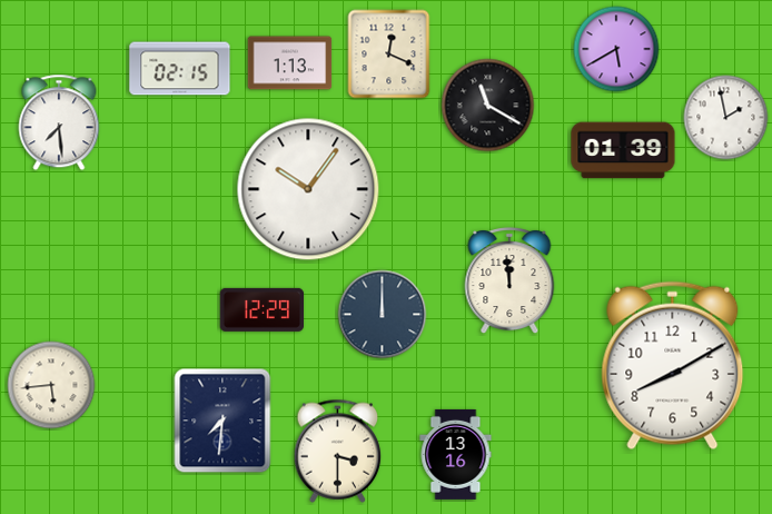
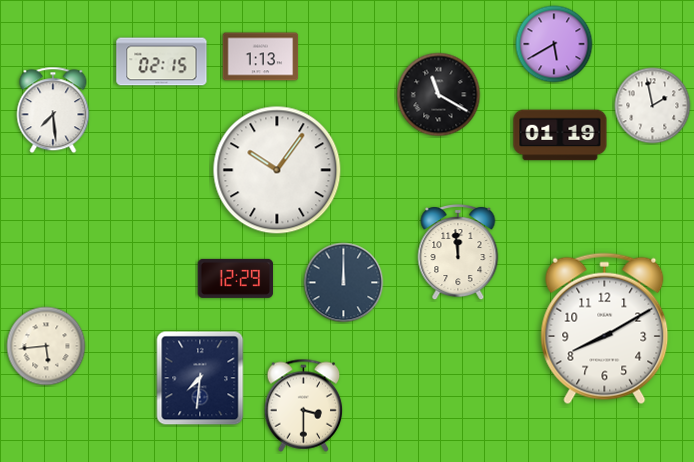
clock at (389, 55): 12:19 -> none
clock at (623, 150): 01:39 -> 01:19
clock at (456, 454): 13:16 -> none
